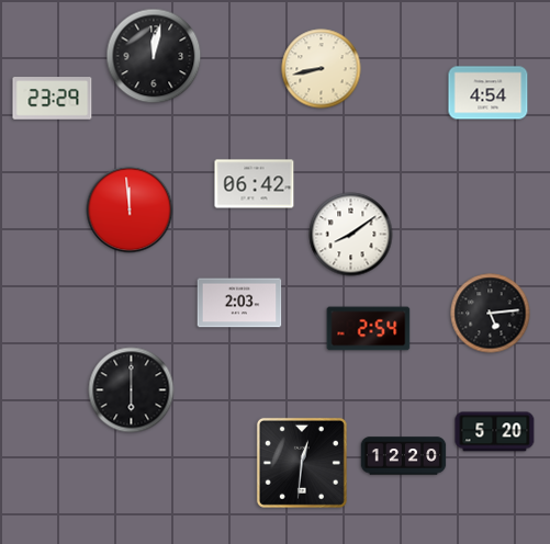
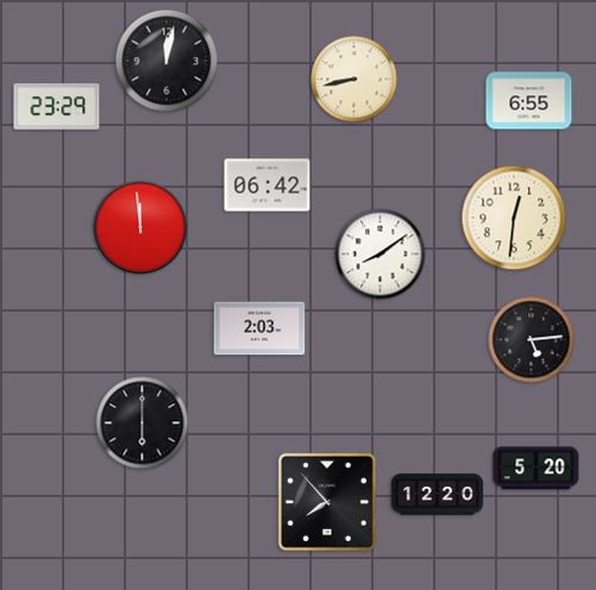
clock at (322, 69) position: (322, 69) -> (355, 80)
clock at (489, 93): 4:54 -> 6:55
clock at (255, 184) position: (255, 184) -> (268, 186)
clock at (514, 218): none -> 12:31
clock at (369, 329): 2:54 -> none
clock at (302, 463): 12:31 -> 7:53
